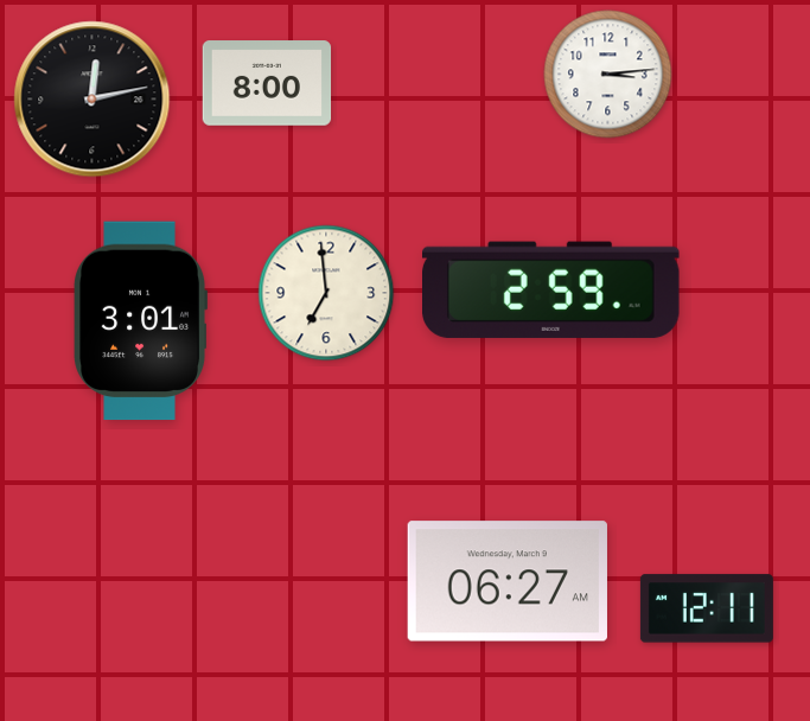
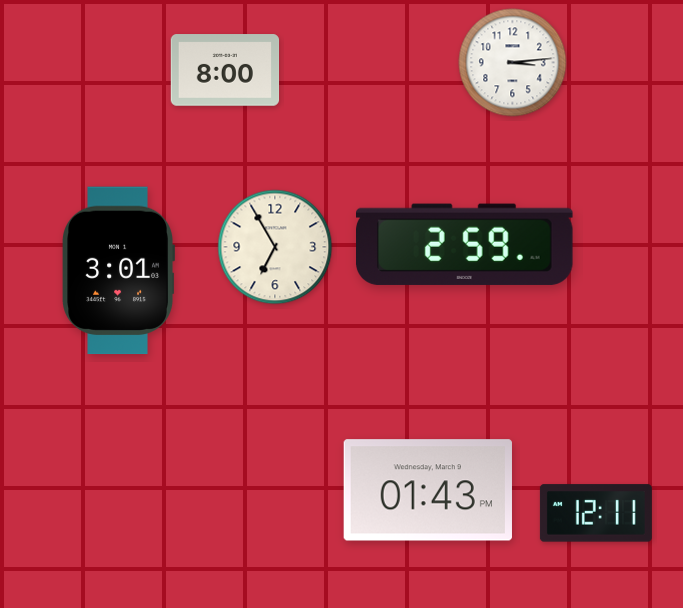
clock at (93, 100): 12:13 -> none
clock at (326, 293): 6:59 -> 6:55
clock at (508, 581): 06:27 -> 01:43
